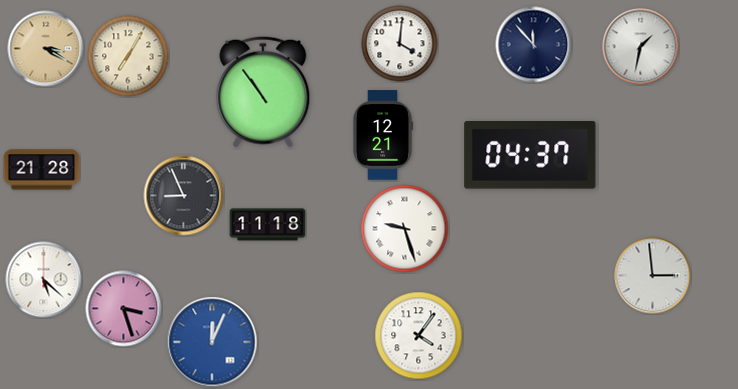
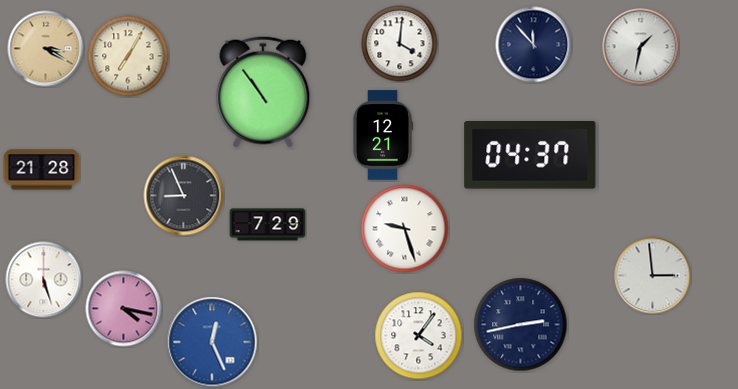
clock at (268, 225): 11:18 -> 7:29
clock at (44, 280): 5:22 -> 5:27
clock at (124, 309): 3:27 -> 4:17
clock at (521, 325): none -> 2:43
clock at (212, 342): 12:04 -> 12:26
